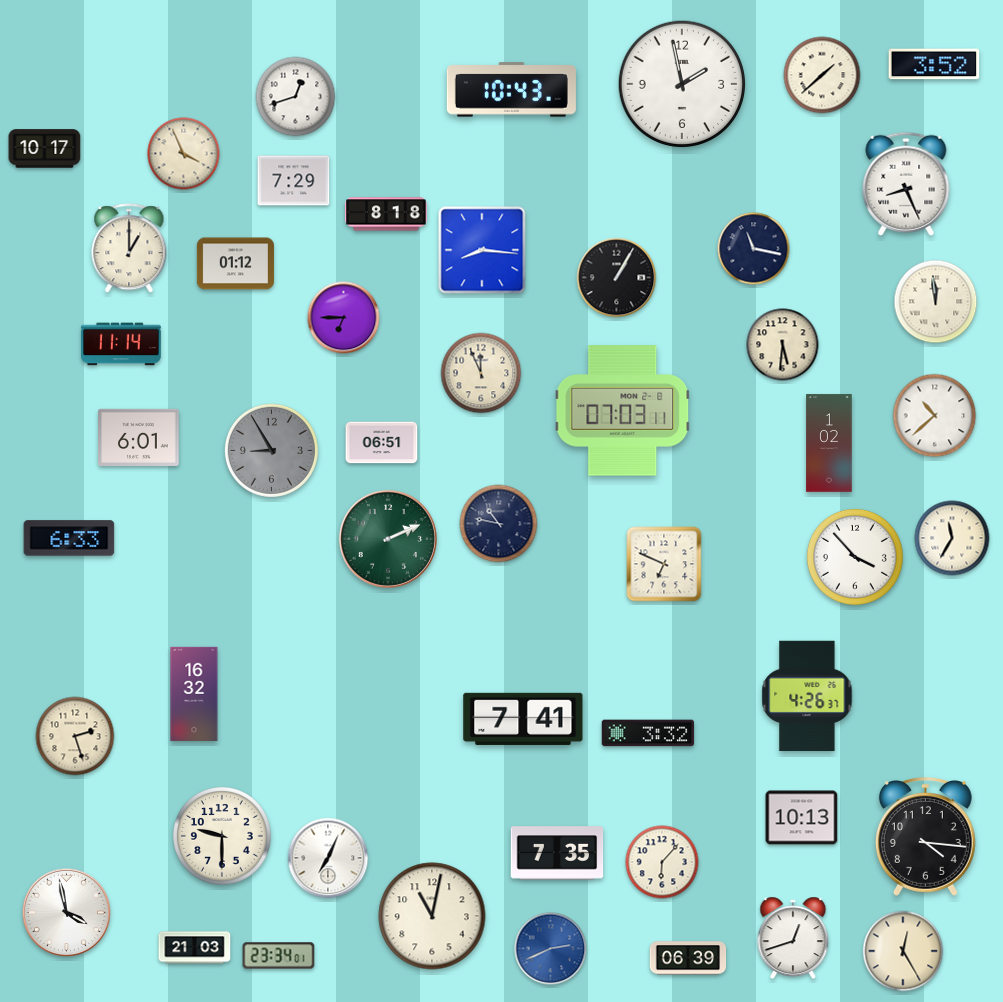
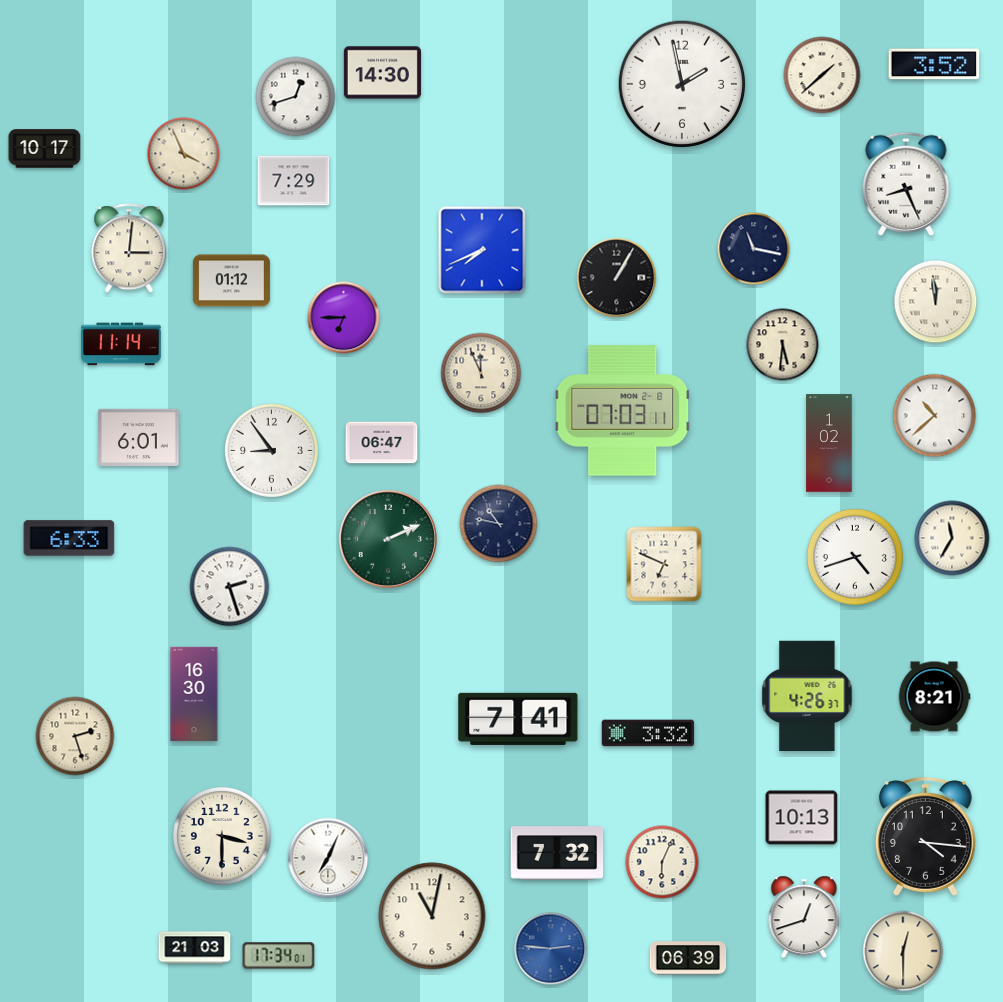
clock at (382, 73): none -> 14:30
clock at (511, 90): 10:43 -> none
clock at (386, 214): 8:18 -> none
clock at (129, 249): 1:00 -> 3:01
clock at (482, 250): 8:16 -> 7:41
clock at (235, 264) position: (235, 264) -> (231, 281)
clock at (382, 443): 06:51 -> 06:47
clock at (271, 450): 8:55 -> 8:54
clock at (271, 450) dial: grey -> white
clock at (855, 557): 3:53 -> 4:42
clock at (230, 587): none -> 2:27
clock at (194, 694): 16:32 -> 16:30
clock at (934, 697): none -> 8:21
clock at (523, 719) position: (523, 719) -> (518, 719)
clock at (223, 837): 9:30 -> 3:30
clock at (557, 853): 7:35 -> 7:32
clock at (662, 862): 6:07 -> 6:04
clock at (67, 913): 3:58 -> none
clock at (793, 938) position: (793, 938) -> (804, 917)
clock at (551, 949): 2:41 -> 2:46
clock at (903, 951): 12:25 -> 12:30
clock at (279, 956): 23:34 -> 17:34
